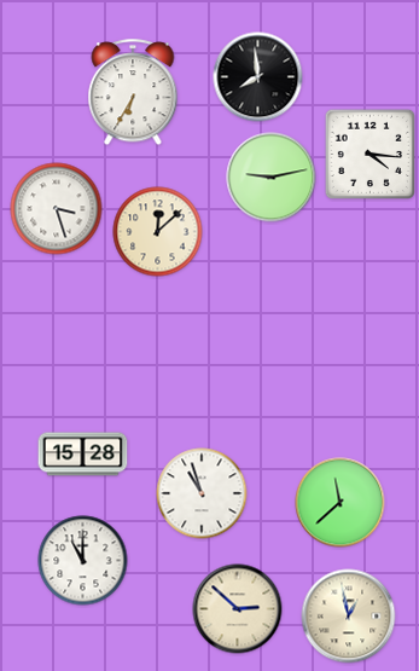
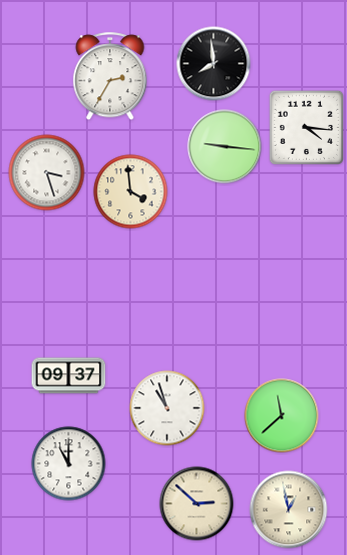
clock at (133, 93): 6:35 -> 2:35
clock at (272, 178): 9:13 -> 9:16
clock at (158, 232): 12:08 -> 3:59
clock at (83, 455): 15:28 -> 09:37
